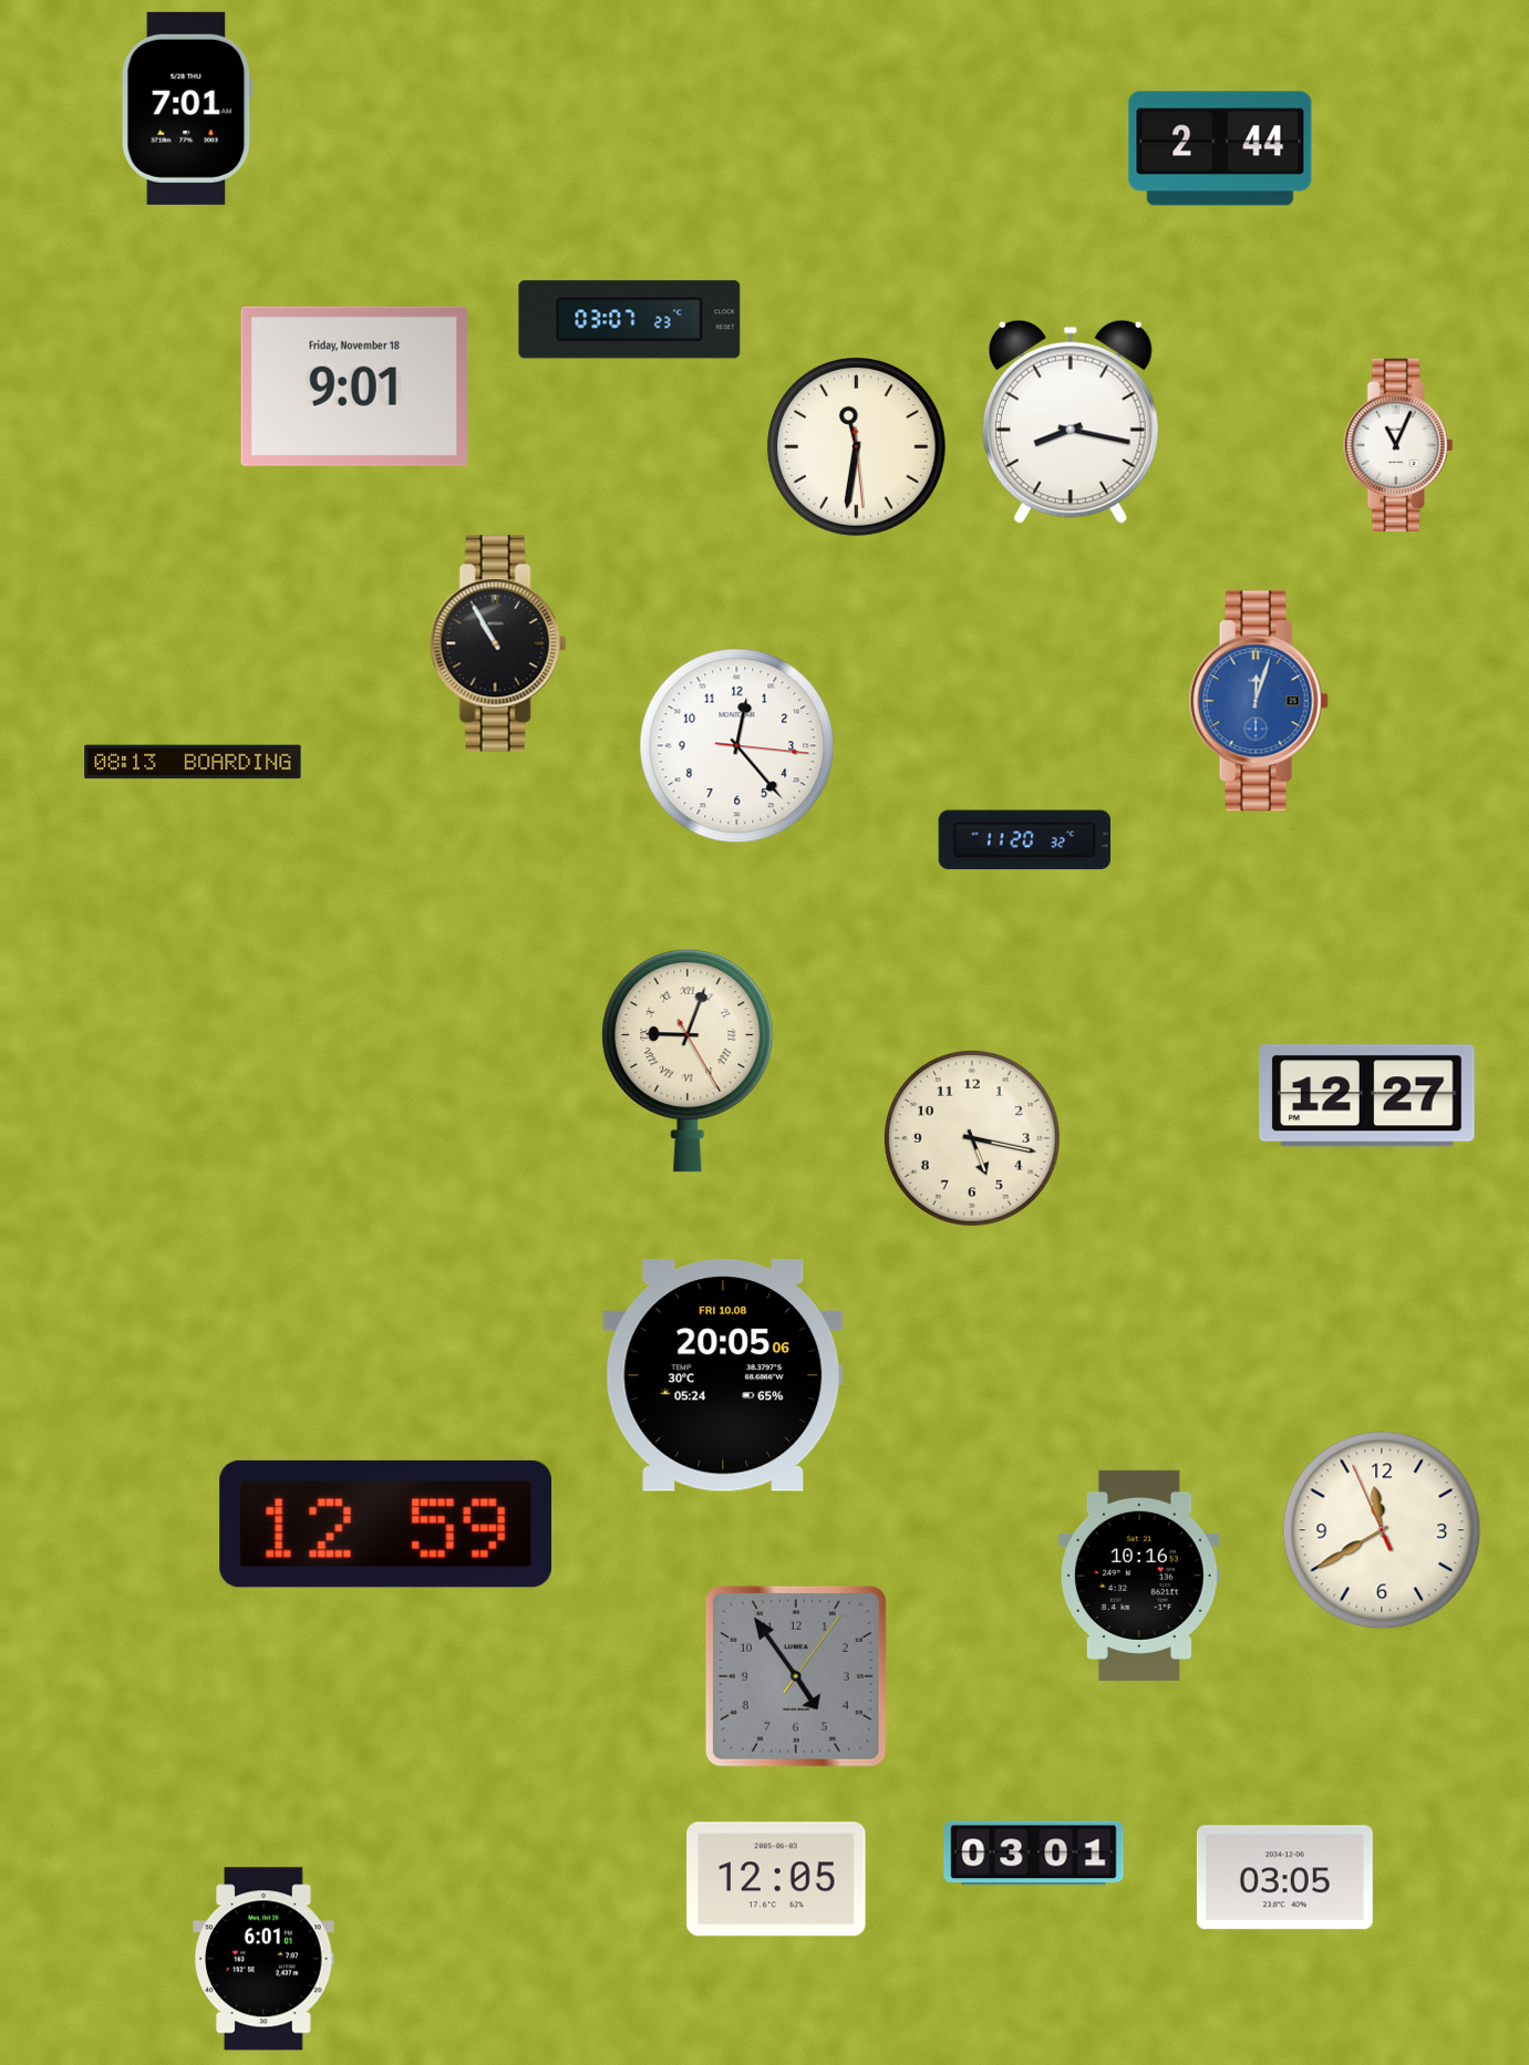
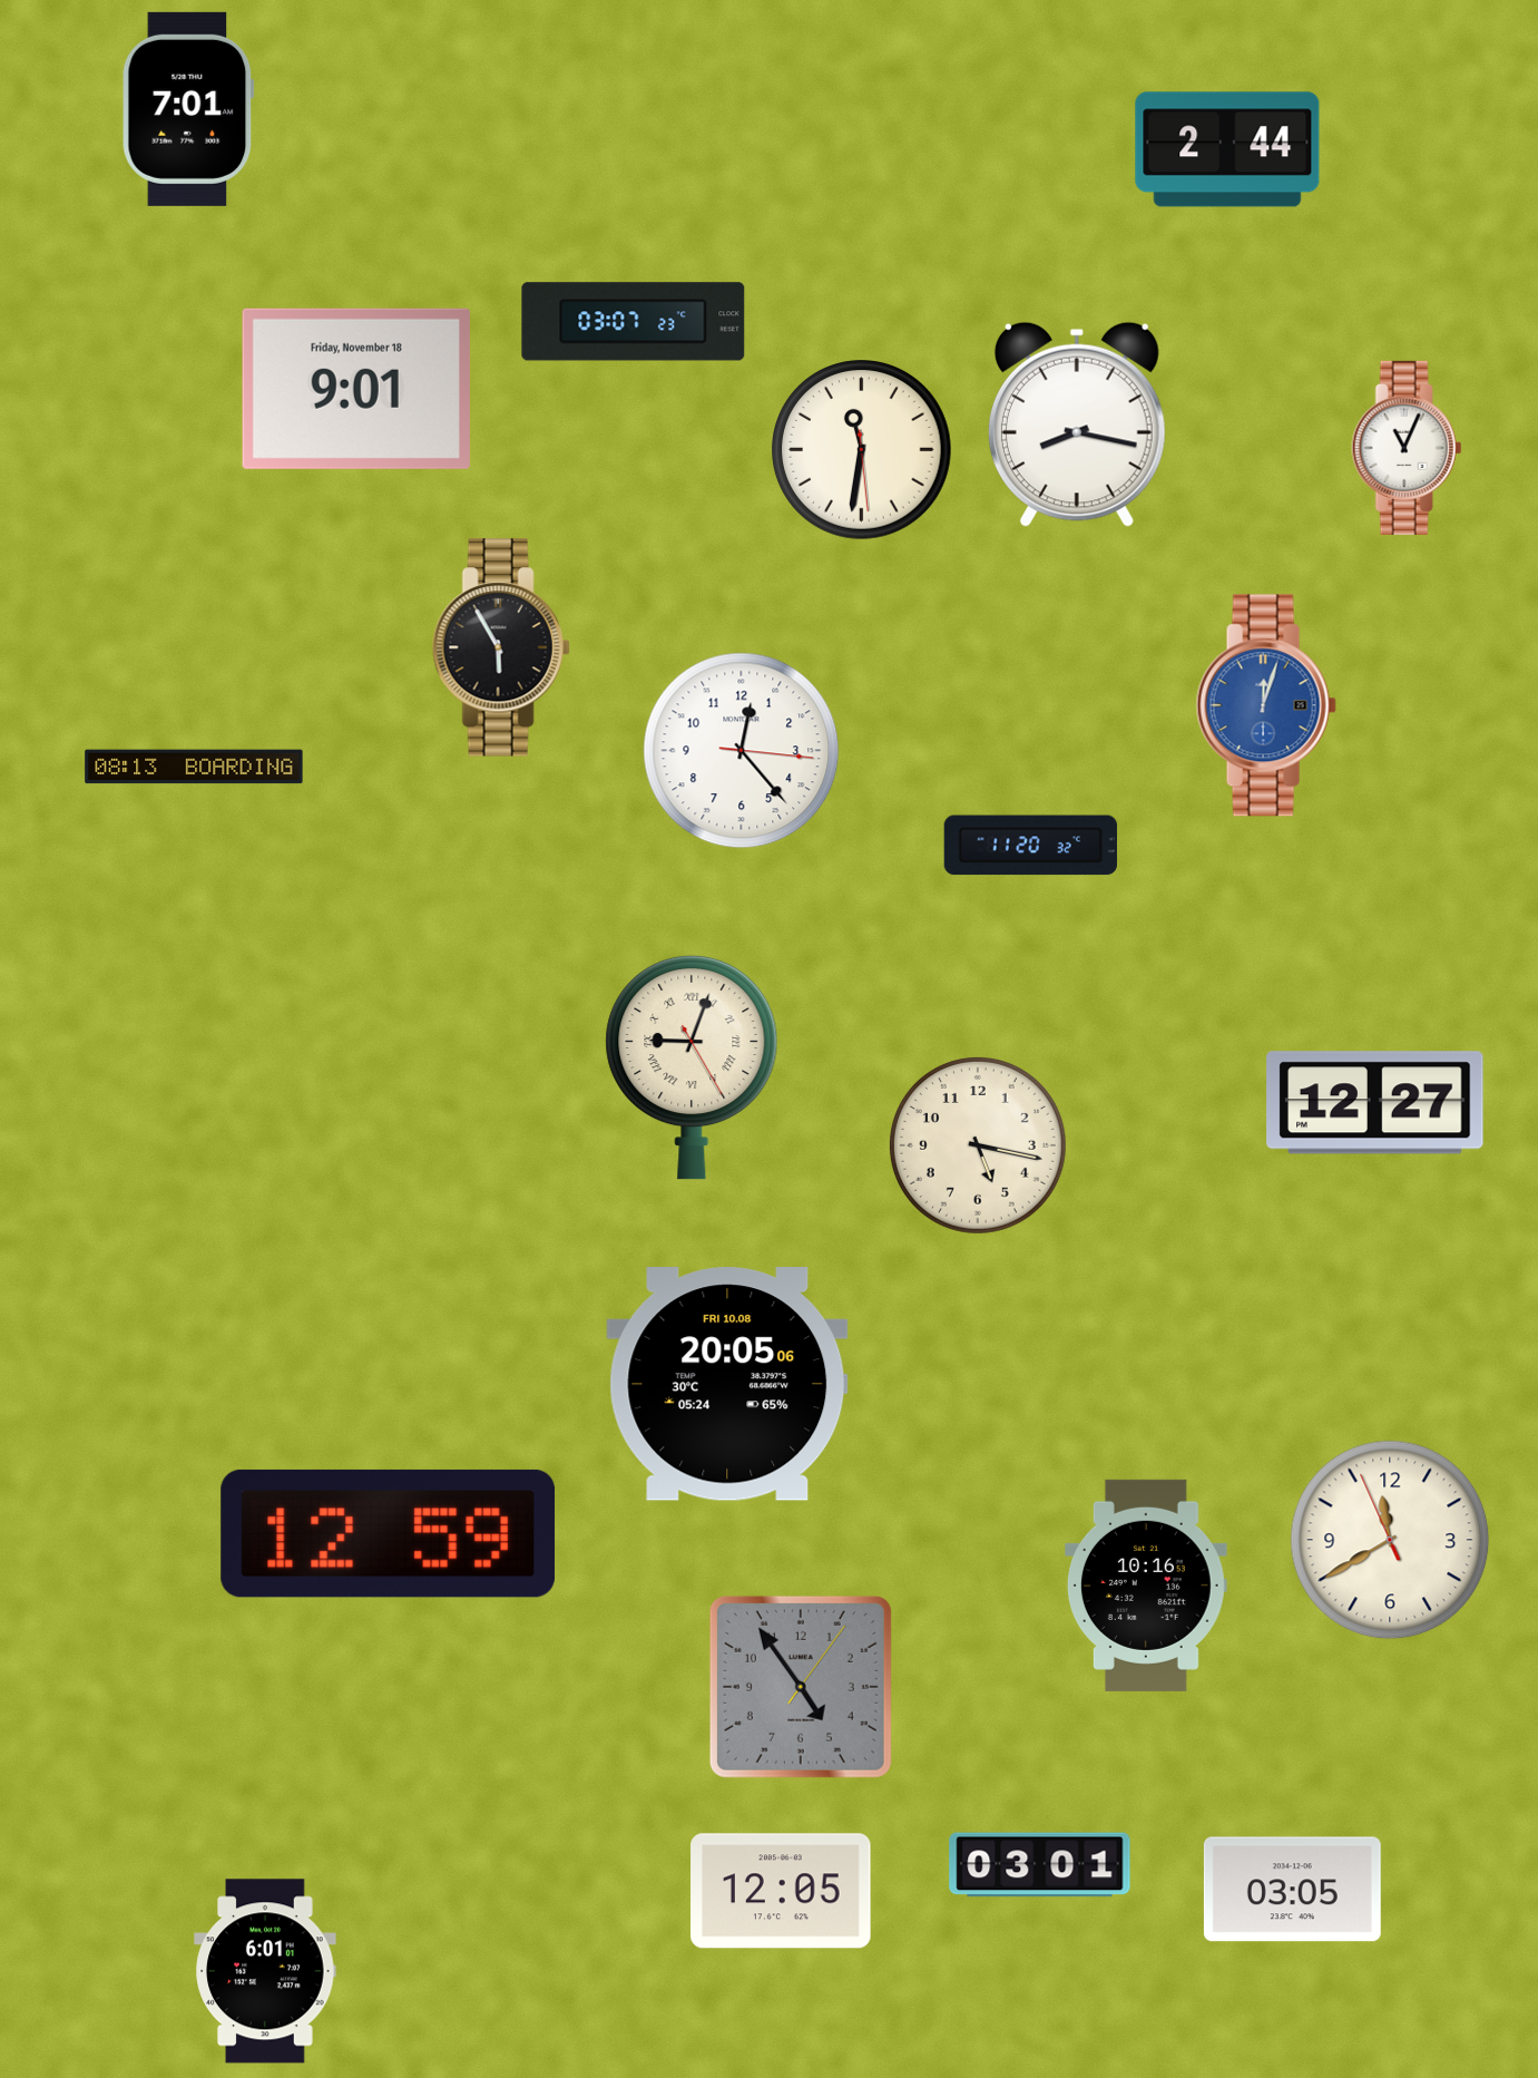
clock at (498, 643): 10:55 -> 5:55
